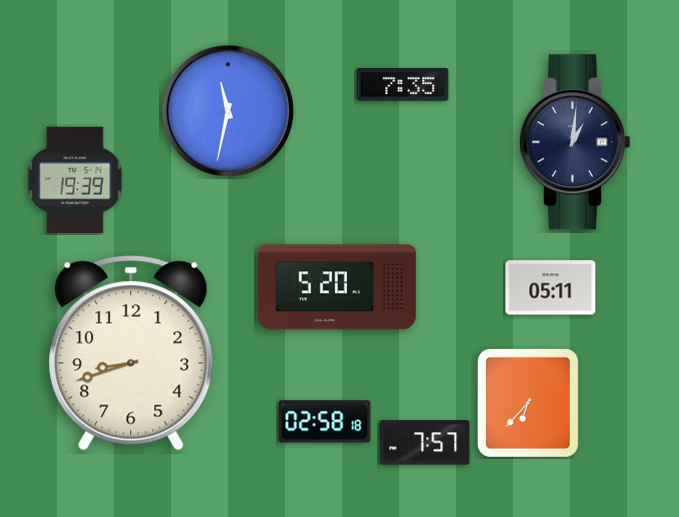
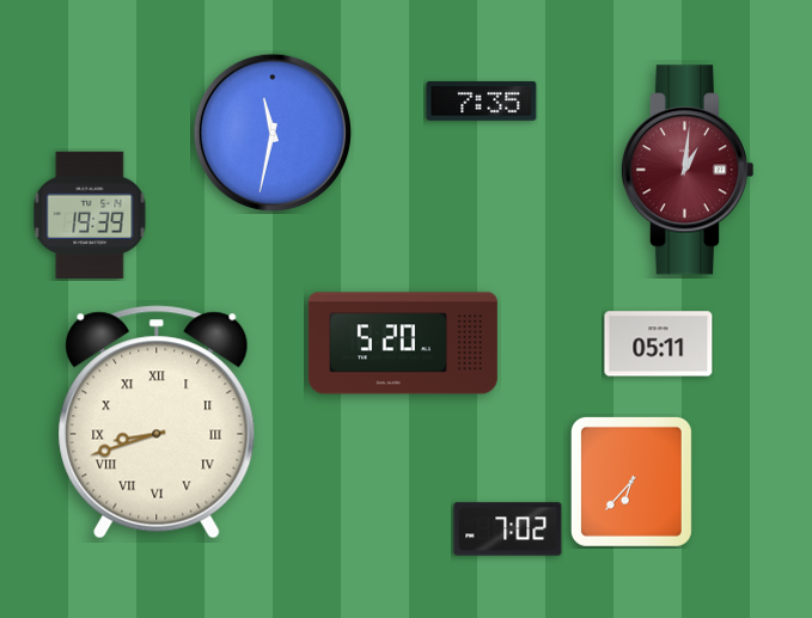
clock at (574, 142) dial: navy -> burgundy
clock at (131, 353) numerals: Arabic -> Roman
clock at (325, 422): 02:58 -> none
clock at (425, 443): 7:57 -> 7:02
